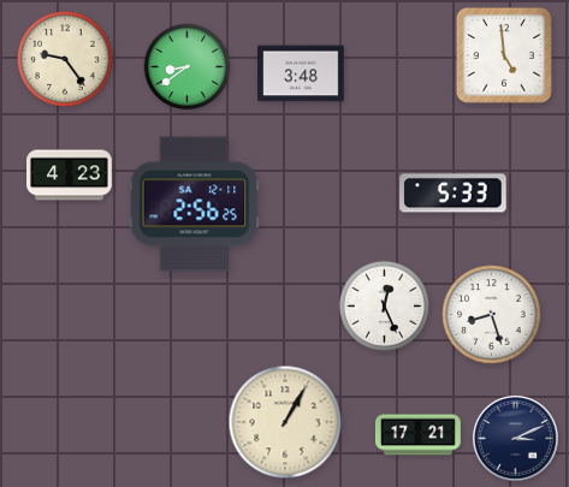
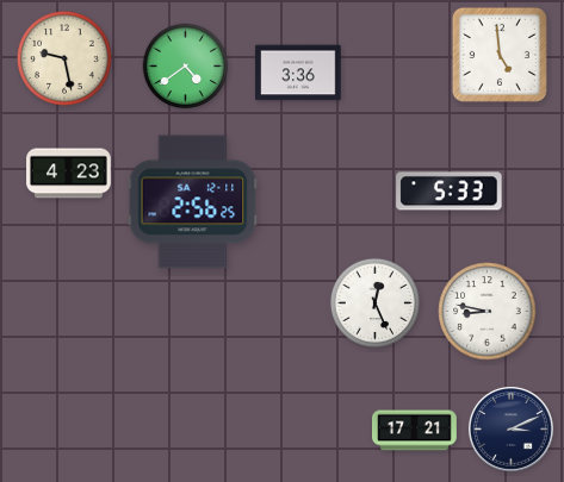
clock at (65, 59): 9:24 -> 9:28
clock at (188, 67): 8:39 -> 4:39
clock at (301, 73): 3:48 -> 3:36
clock at (384, 305) position: (384, 305) -> (374, 302)
clock at (492, 315): 8:27 -> 8:47
clock at (285, 422): 1:05 -> none
clock at (516, 439) position: (516, 439) -> (512, 430)
